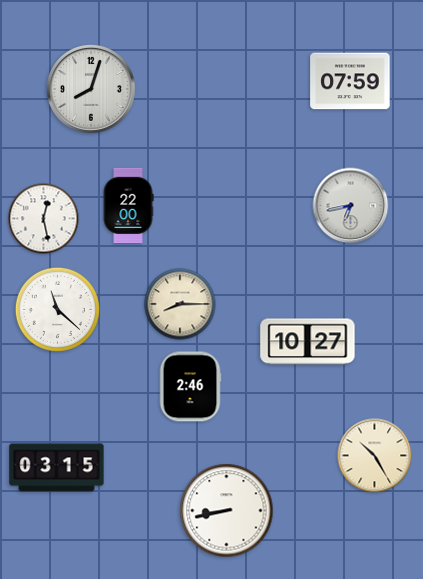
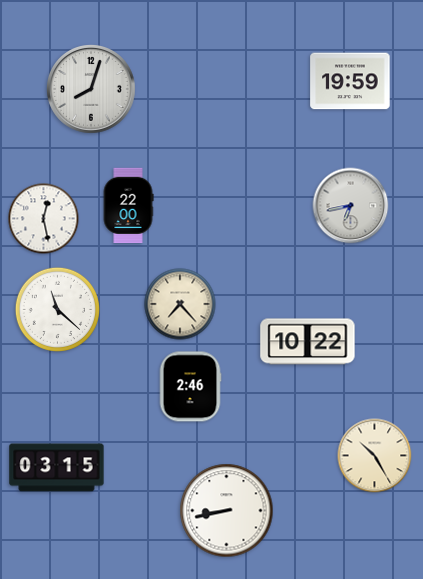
clock at (350, 81): 07:59 -> 19:59
clock at (180, 304): 8:15 -> 7:23
clock at (308, 342): 10:27 -> 10:22
